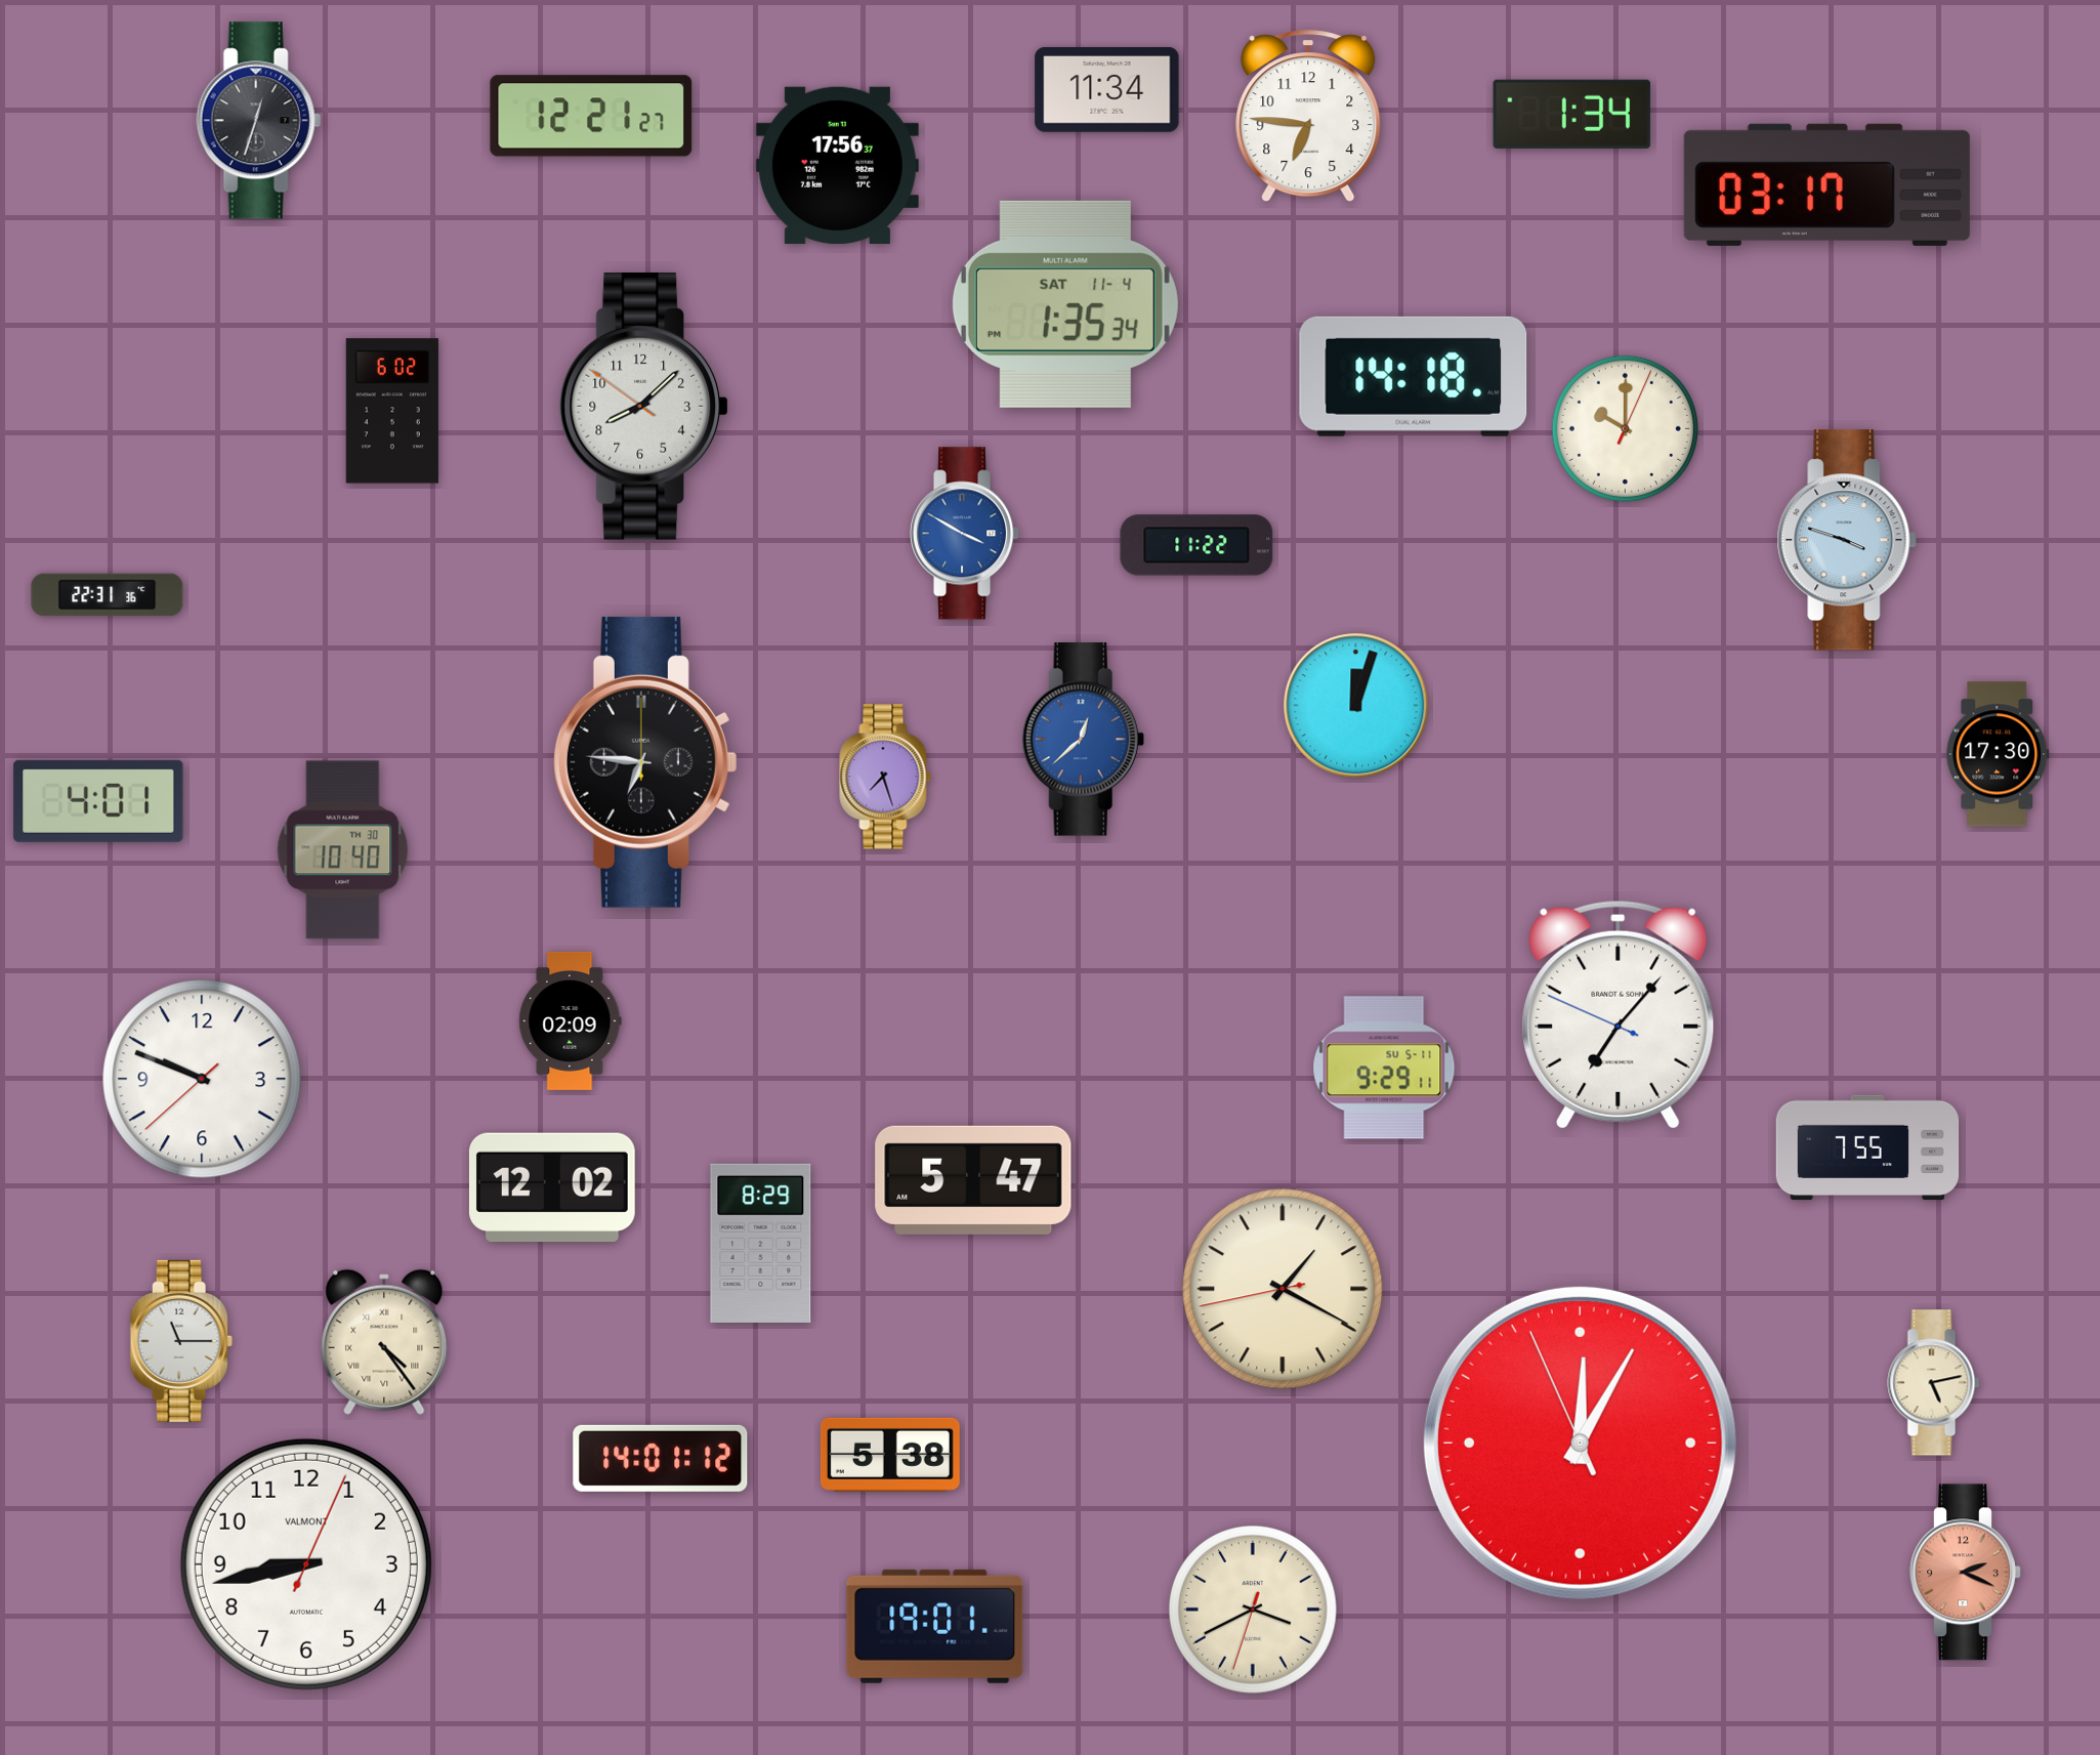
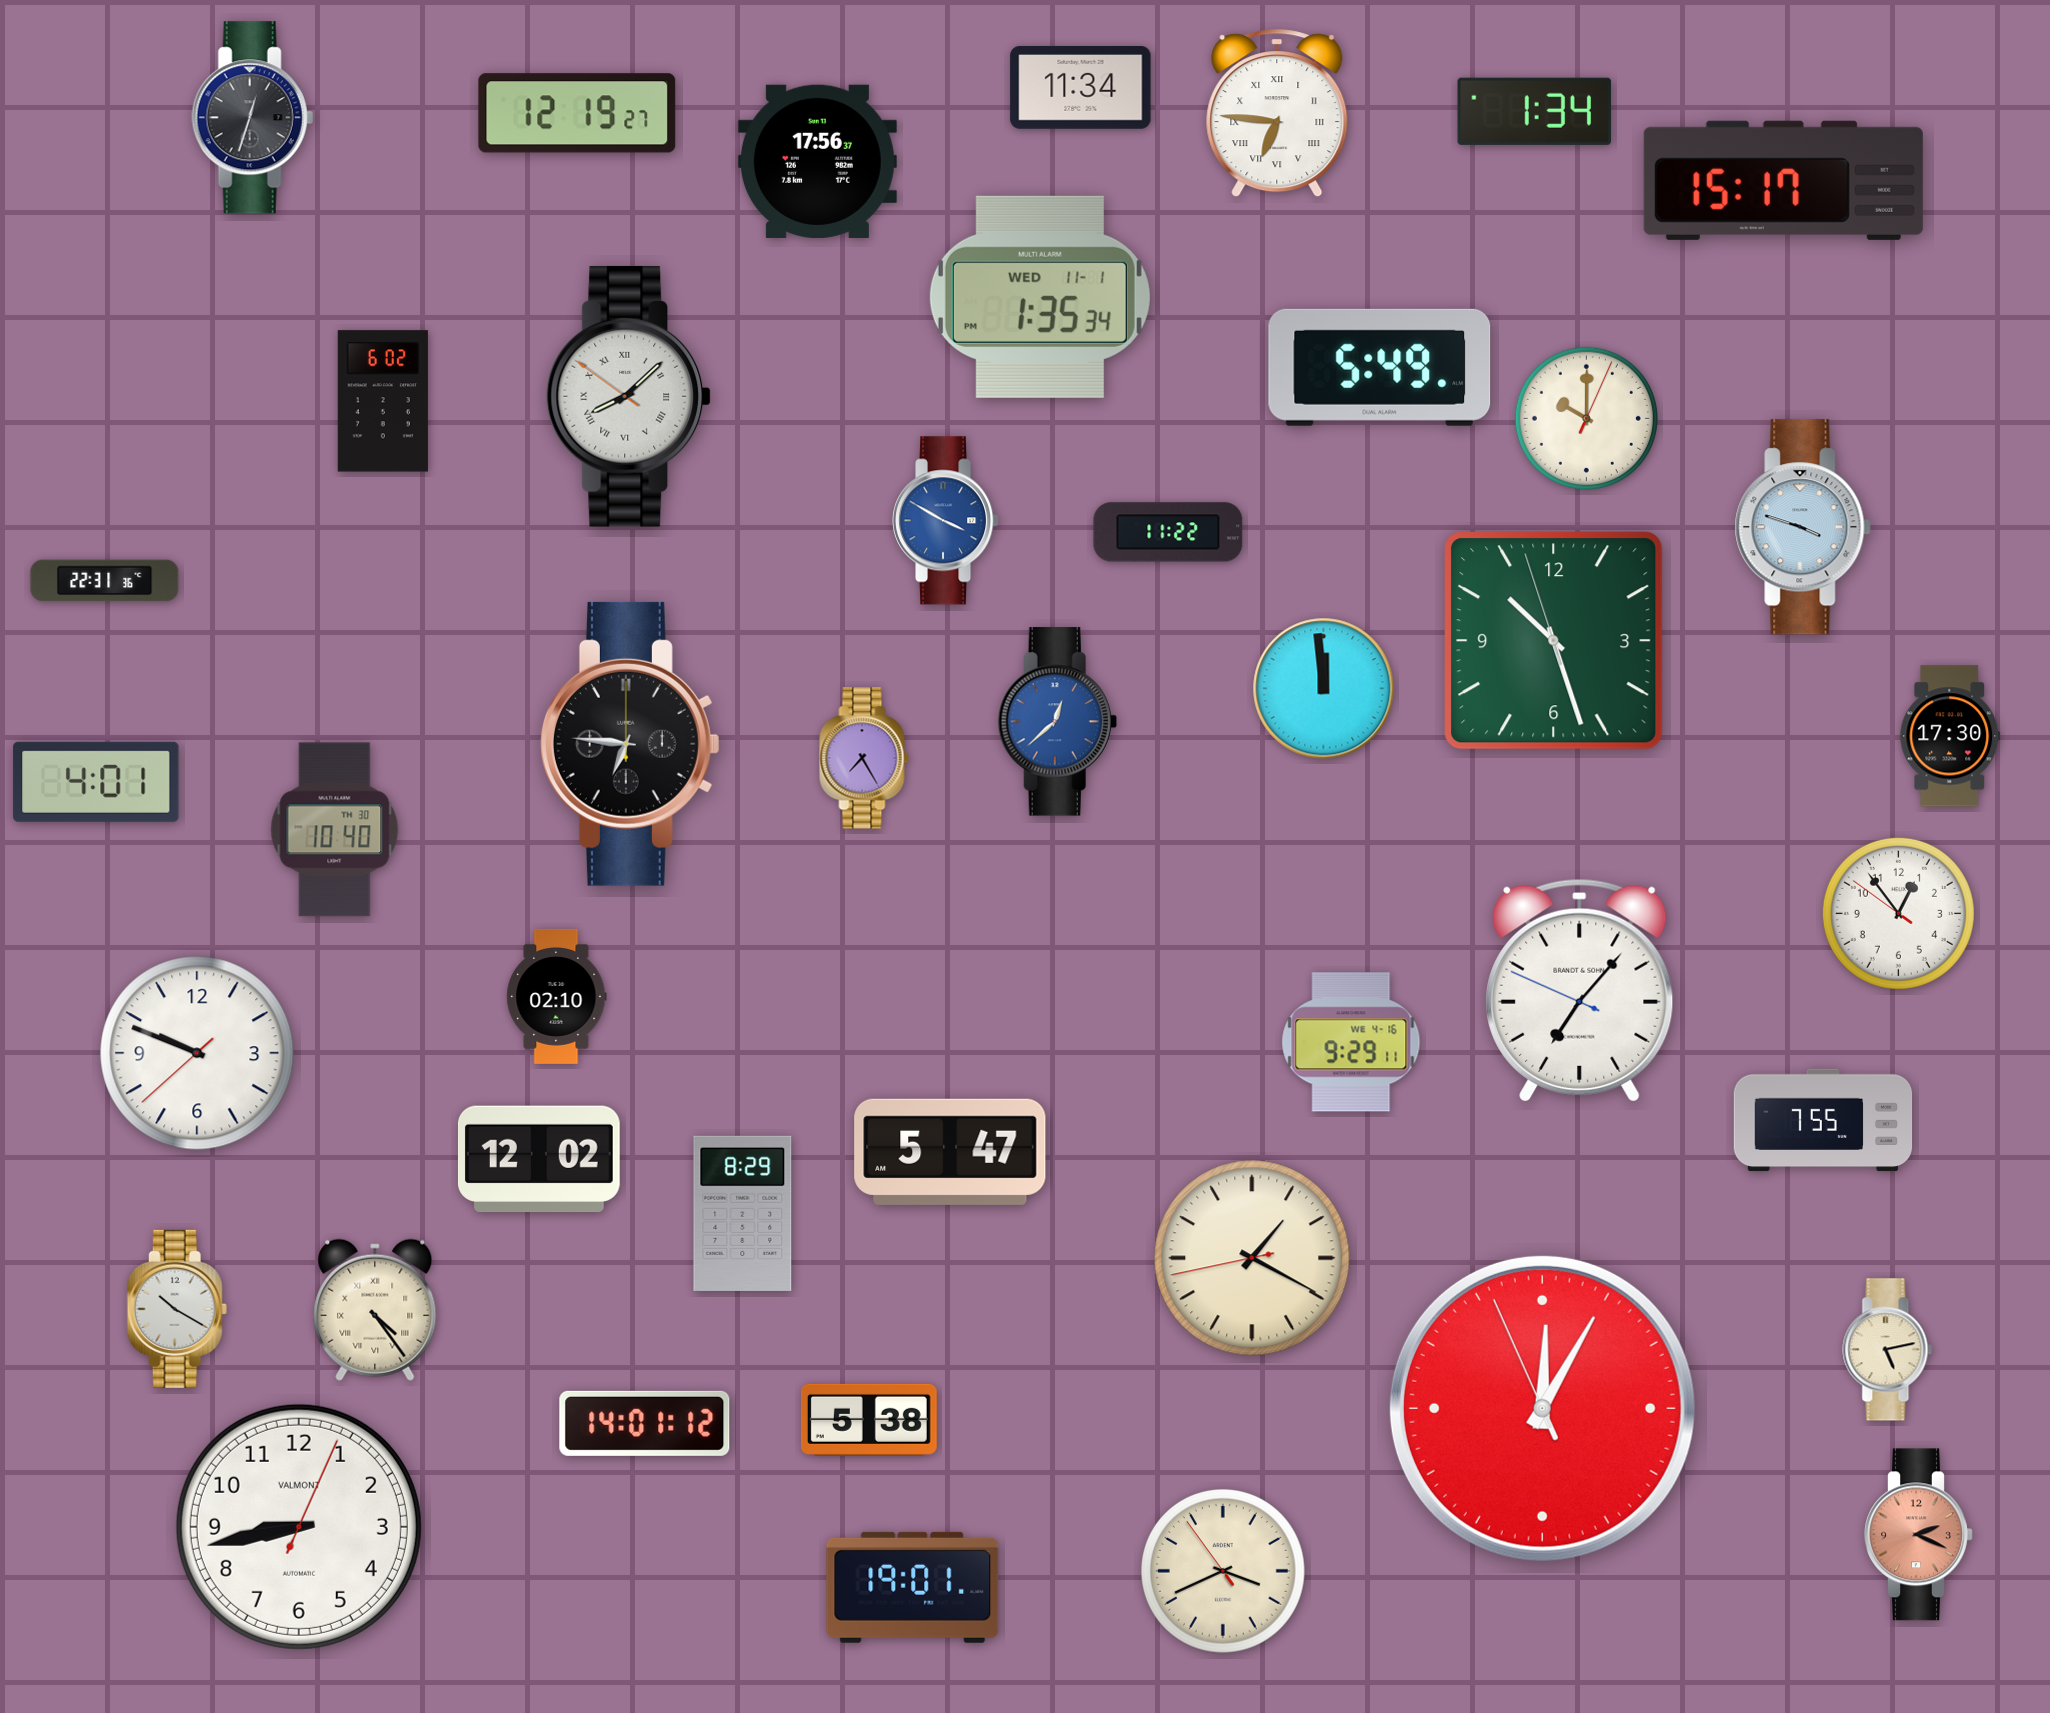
clock at (591, 116): 12:21 -> 12:19
clock at (1308, 117) numerals: Arabic -> Roman
clock at (1826, 184): 03:17 -> 15:17
clock at (1065, 304) date: SAT 11-4 -> WED 11-1
clock at (1414, 376): 14:18 -> 5:49
clock at (644, 406) numerals: Arabic -> Roman
clock at (966, 534) position: (966, 534) -> (947, 521)
clock at (1554, 641): none -> 10:26
clock at (1356, 706): 12:03 -> 11:59
clock at (885, 777): 7:27 -> 7:25
clock at (1898, 913): none -> 12:53
clock at (571, 1020): 02:09 -> 02:10
clock at (1384, 1068) date: SU 5-11 -> WE 4-16
clock at (181, 1341): 11:15 -> 10:20
clock at (1253, 1610): 3:40:33 -> 3:40:54
